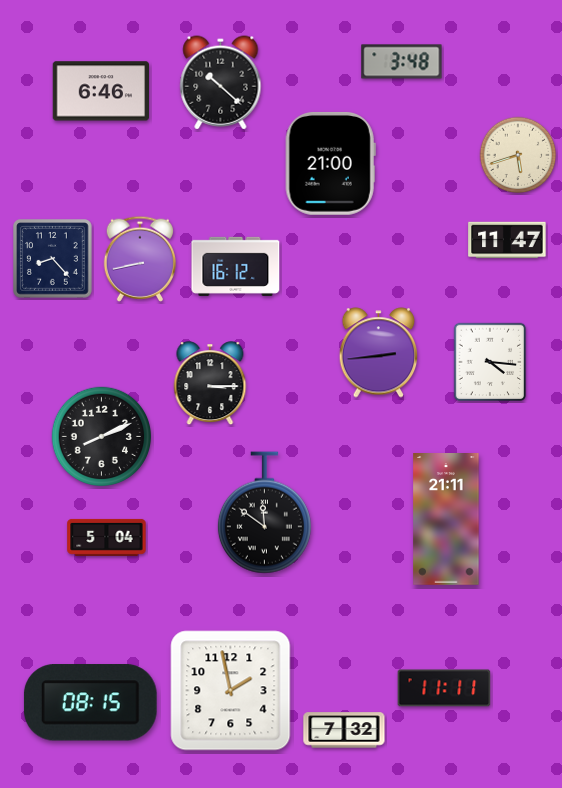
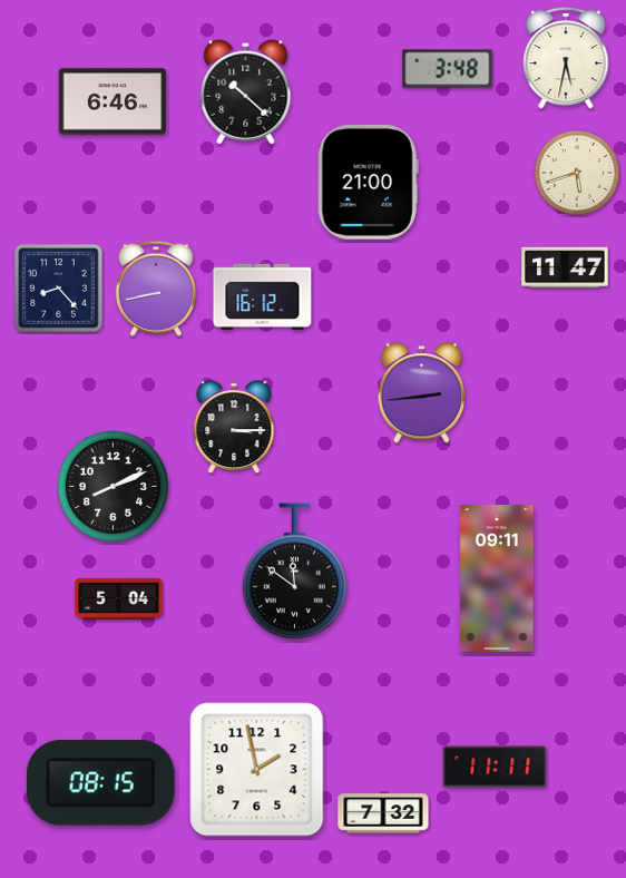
clock at (566, 58): none -> 5:32
clock at (490, 362): 4:16 -> none
clock at (446, 520): 21:11 -> 09:11
